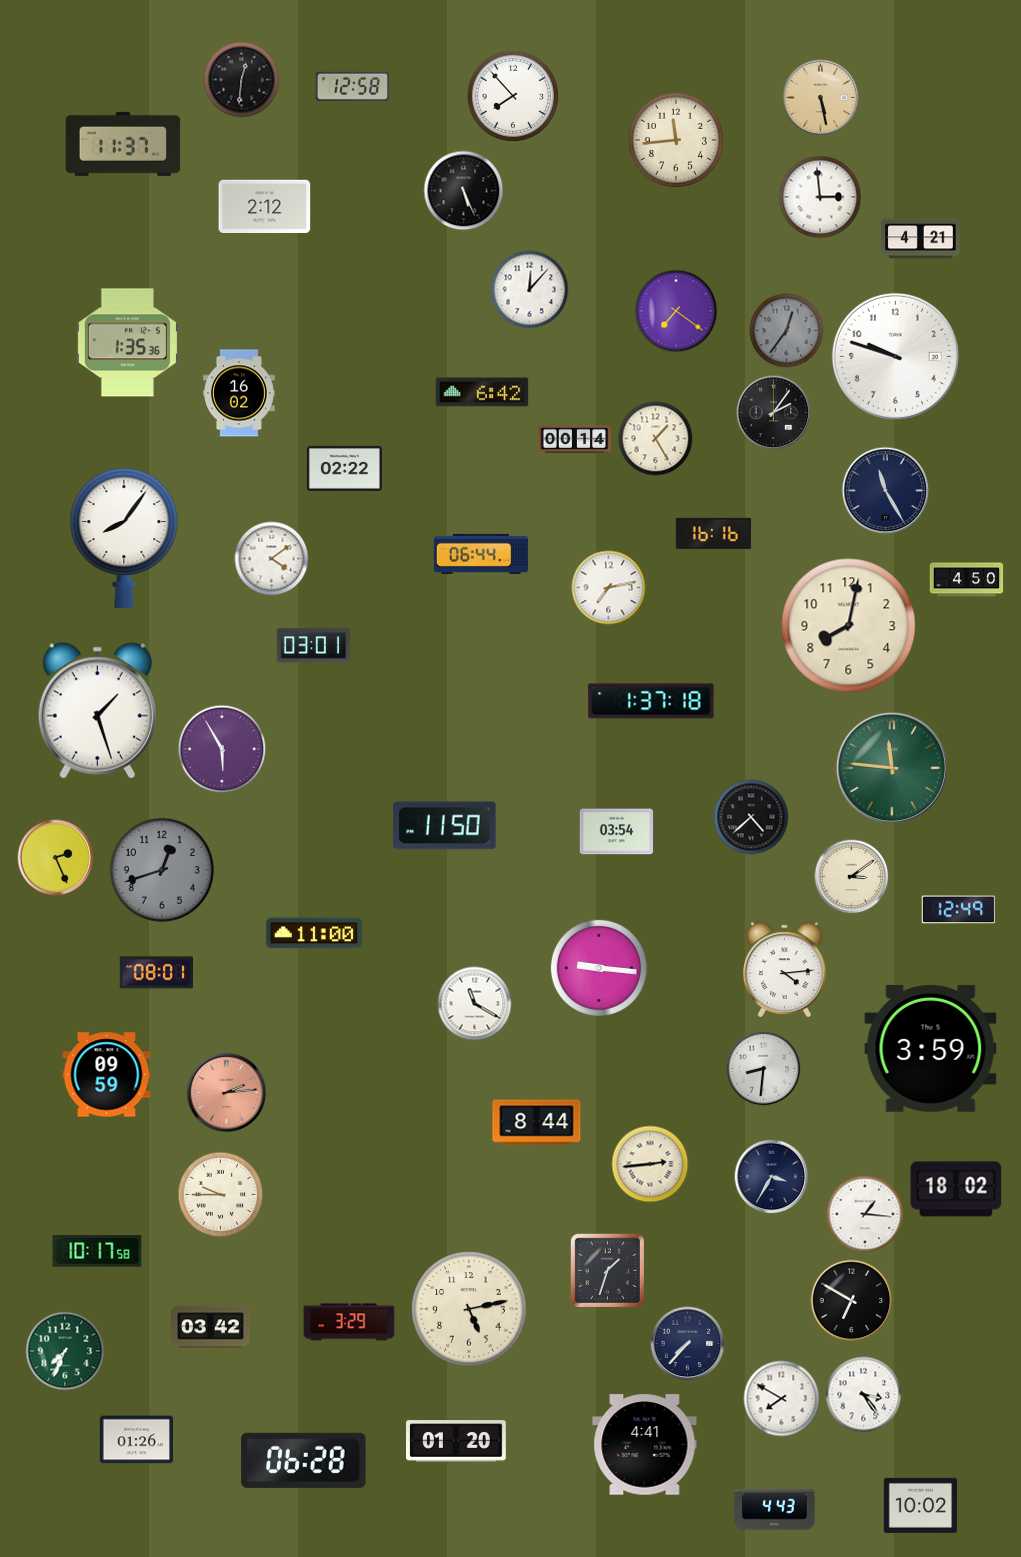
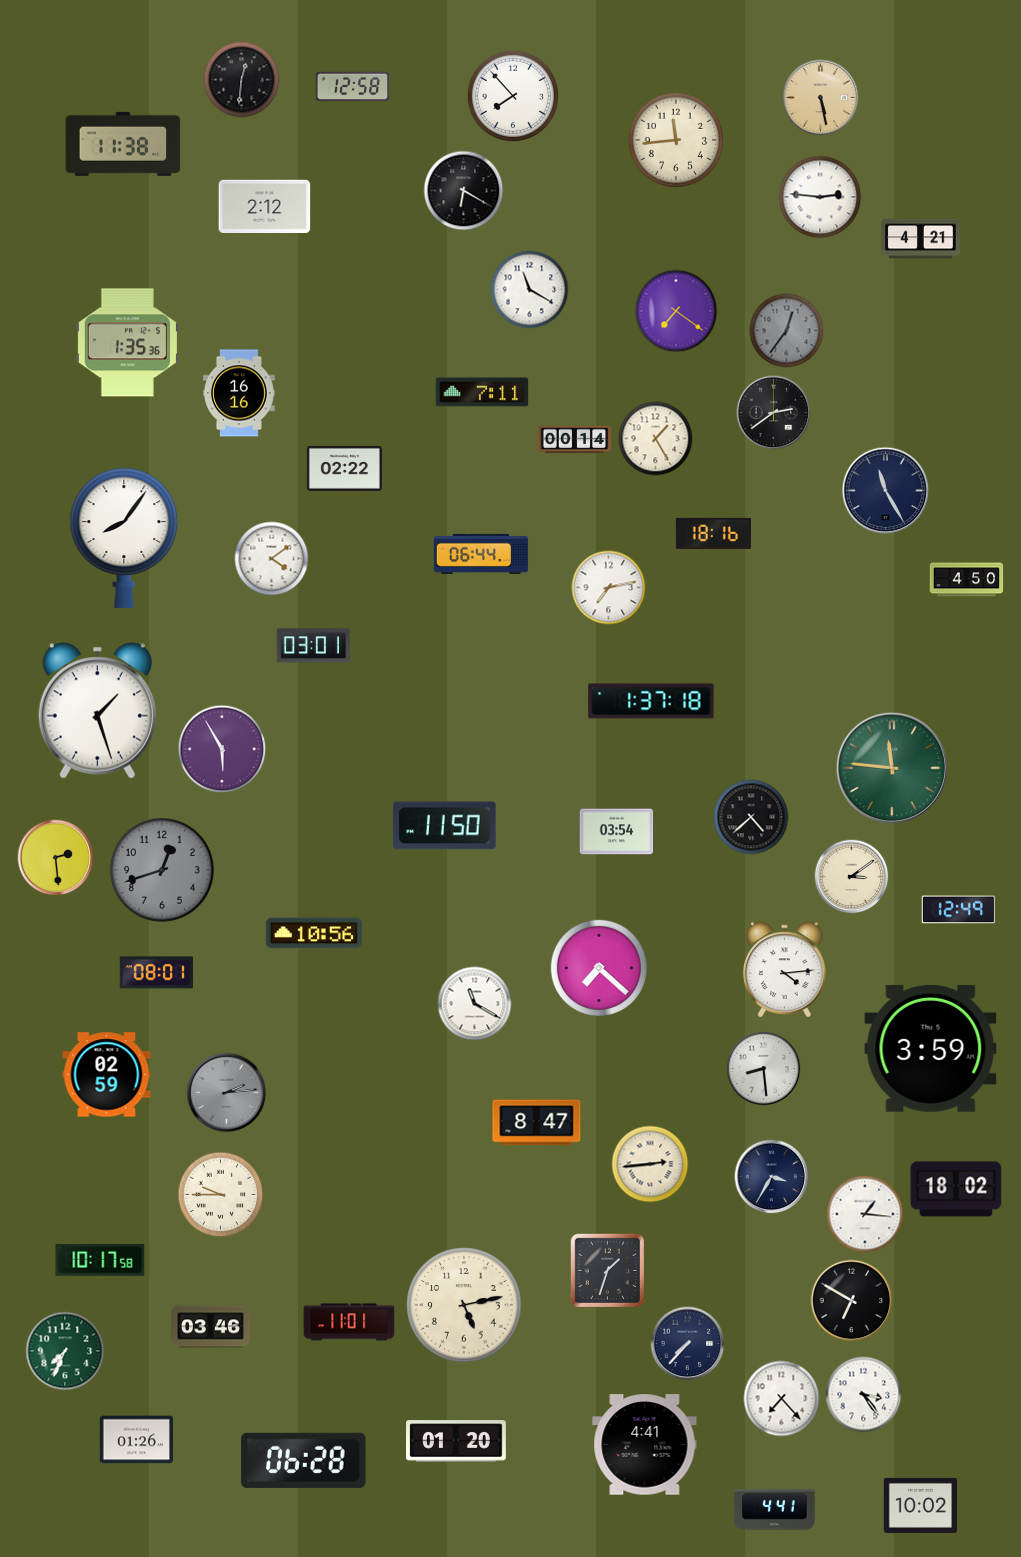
clock at (123, 144): 11:37 -> 11:38
clock at (464, 191): 5:26 -> 6:20
clock at (820, 197): 2:59 -> 2:46
clock at (530, 290): 12:07 -> 11:20
clock at (895, 356): 9:48 -> none
clock at (482, 392): 6:42 -> 7:11
clock at (240, 393): 16:02 -> 16:16
clock at (774, 413): 2:06 -> 2:39
clock at (713, 533): 16:16 -> 18:16
clock at (849, 626): 8:02 -> none
clock at (56, 858): 2:26 -> 2:29
clock at (314, 933): 11:00 -> 10:56
clock at (599, 968): 9:16 -> 7:22
clock at (764, 1069): 8:31 -> 8:29
clock at (107, 1075): 09:59 -> 02:59
clock at (227, 1093) dial: salmon -> grey
clock at (537, 1123): 8:44 -> 8:47
clock at (97, 1251) position: (97, 1251) -> (100, 1260)
clock at (469, 1309) position: (469, 1309) -> (464, 1305)
clock at (349, 1322): 3:29 -> 11:01
clock at (211, 1327): 03:42 -> 03:46
clock at (782, 1399): 7:50 -> 7:23
clock at (775, 1510): 4:43 -> 4:41
